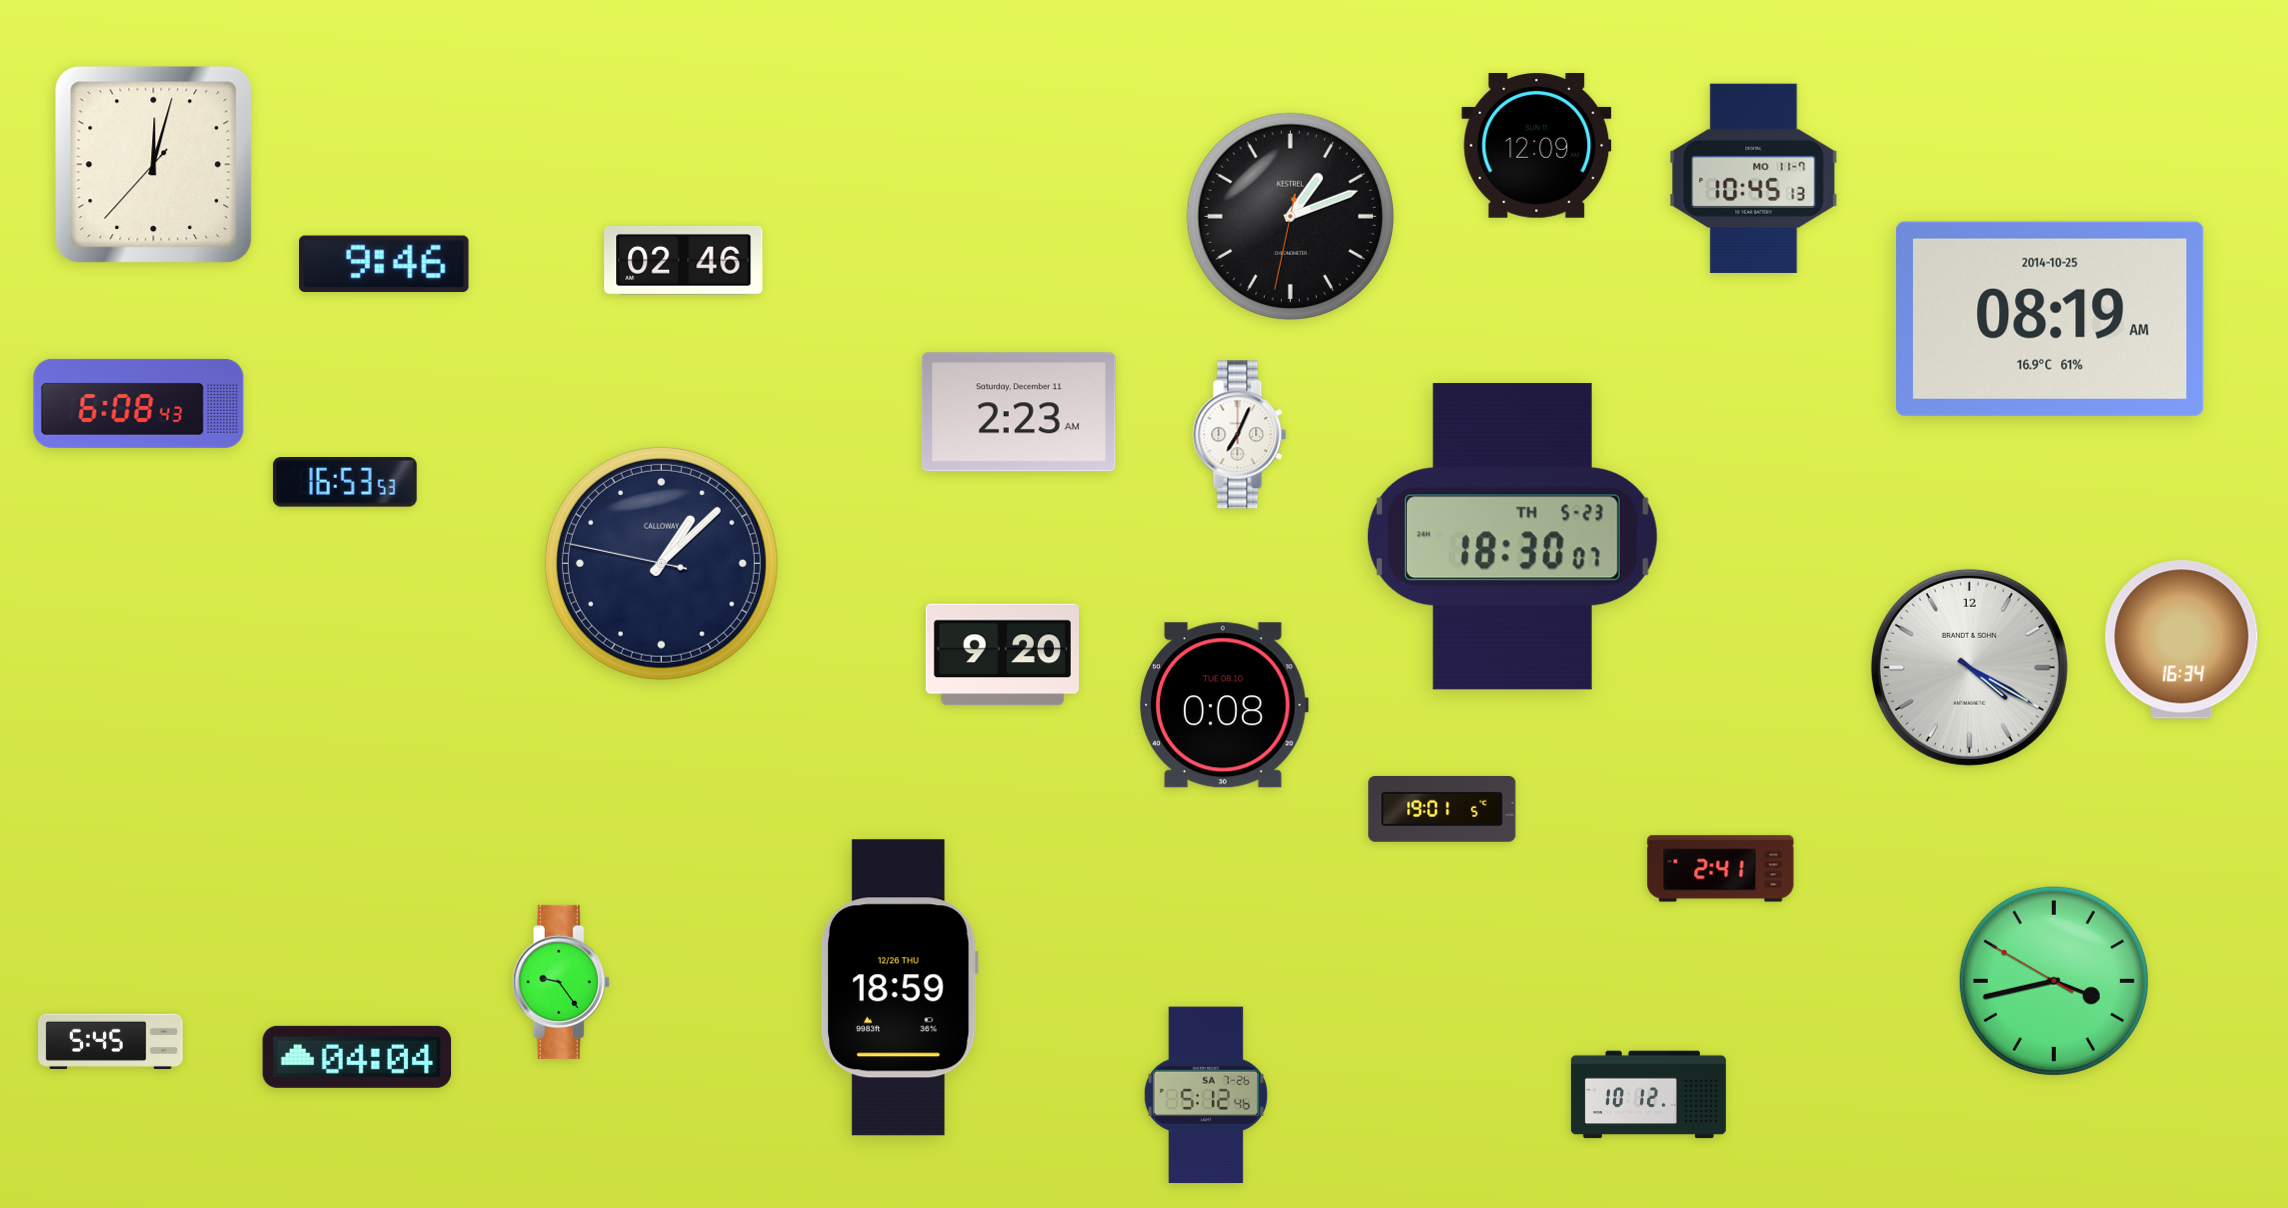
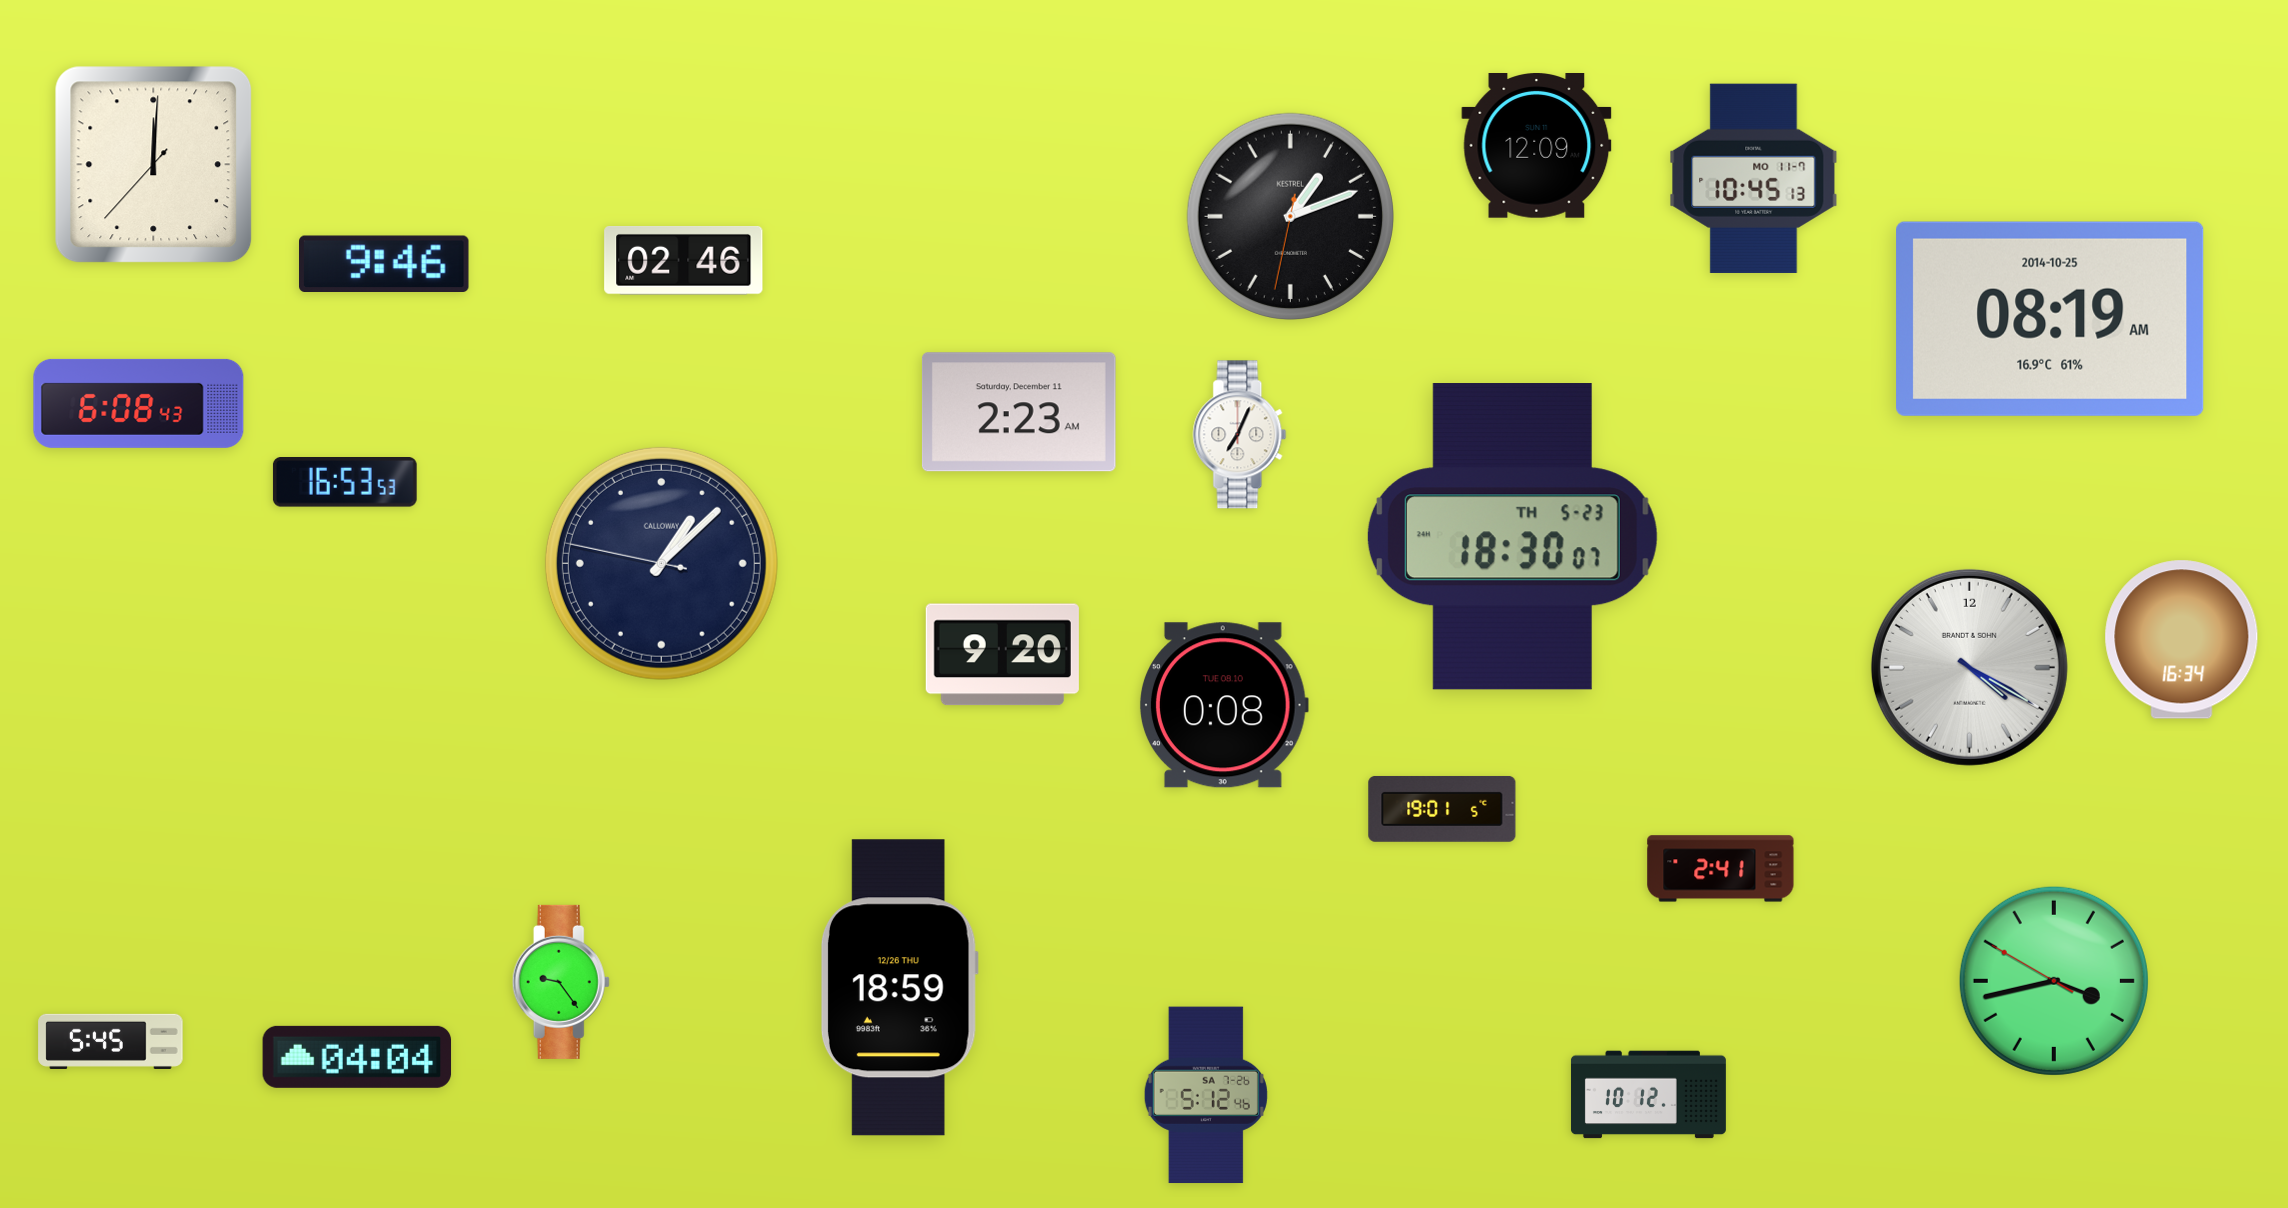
clock at (154, 165): 12:02 -> 12:00
